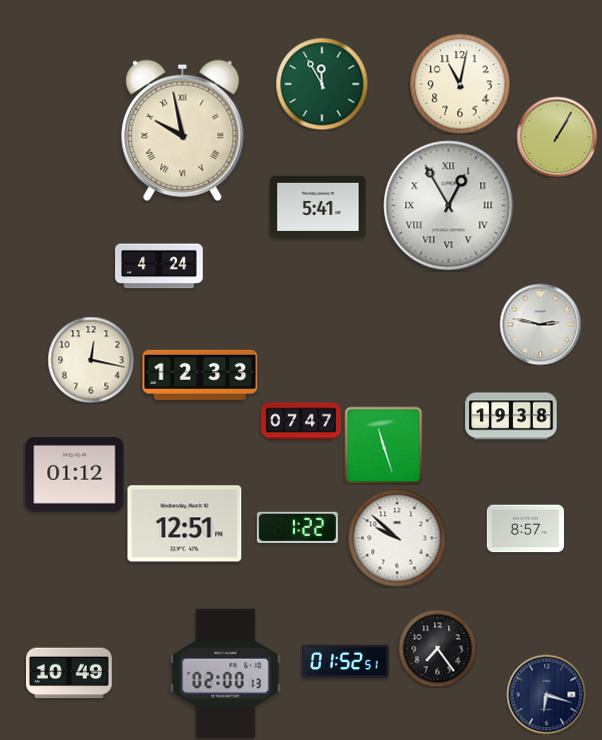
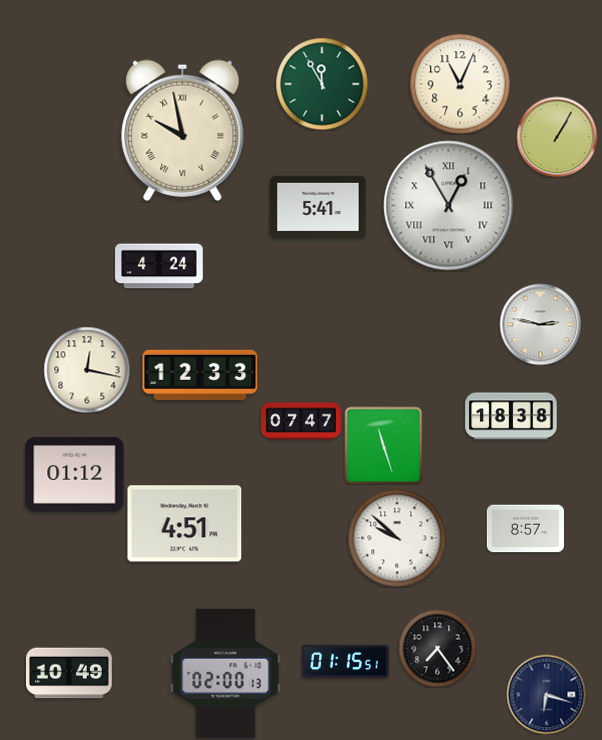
clock at (460, 84): 11:02 -> 11:04
clock at (91, 360) position: (91, 360) -> (87, 370)
clock at (511, 416): 19:38 -> 18:38
clock at (185, 524): 12:51 -> 4:51
clock at (297, 527): 1:22 -> none
clock at (346, 662): 01:52 -> 01:15
